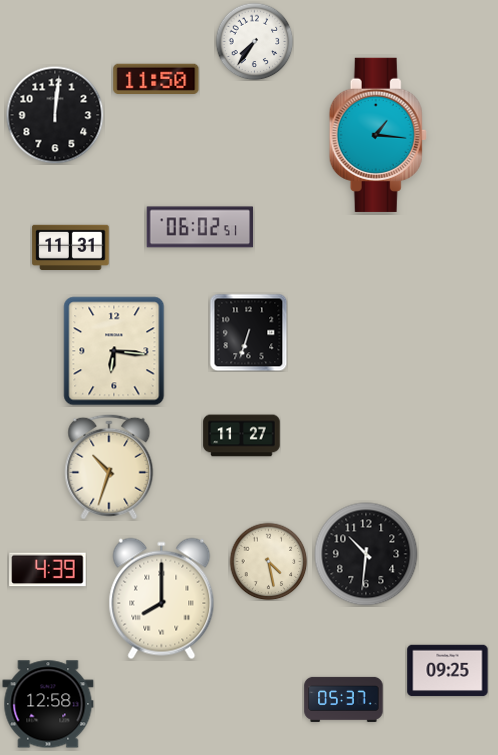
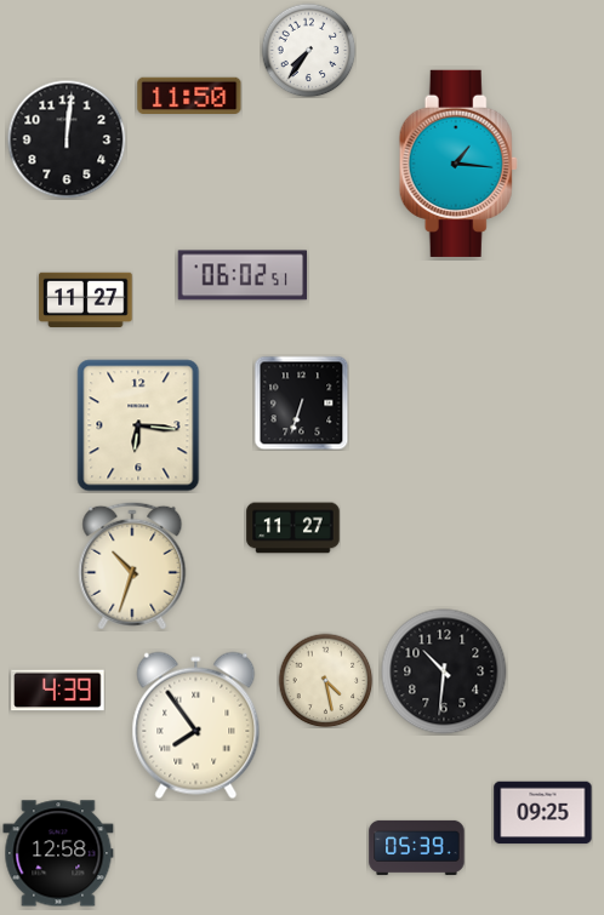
clock at (71, 248): 11:31 -> 11:27
clock at (162, 599): 8:00 -> 7:54
clock at (344, 699): 05:37 -> 05:39
